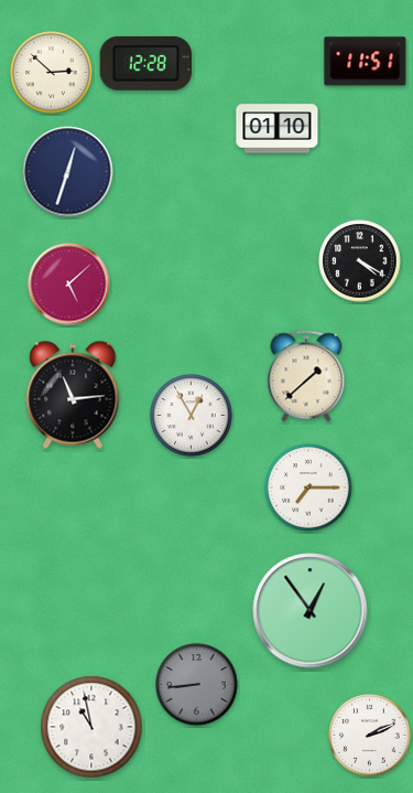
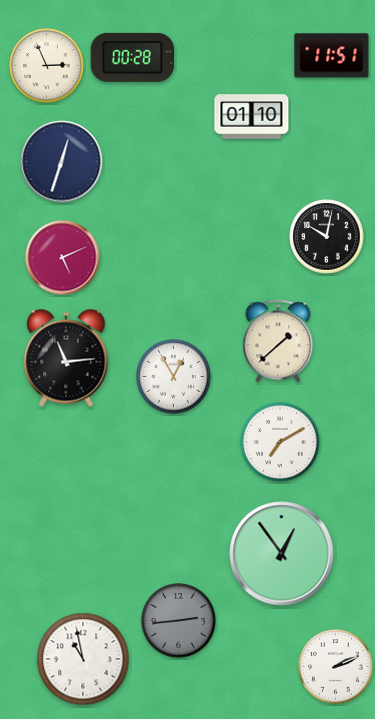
clock at (145, 63): 12:28 -> 00:28
clock at (52, 73): 2:52 -> 2:56
clock at (68, 172) position: (68, 172) -> (62, 162)
clock at (360, 261): 4:20 -> 10:02
clock at (69, 285): 5:08 -> 5:11
clock at (308, 487): 7:15 -> 7:10
clock at (197, 685): 8:44 -> 2:44
